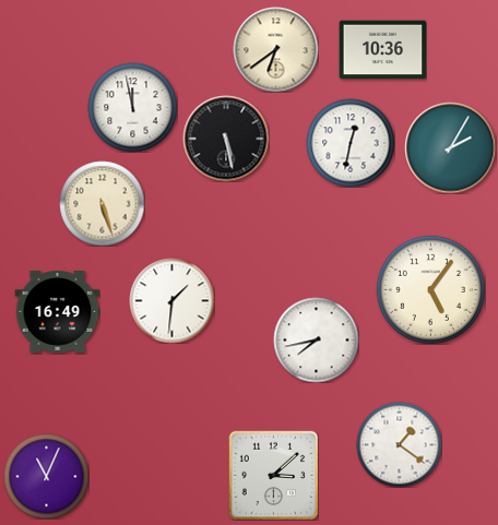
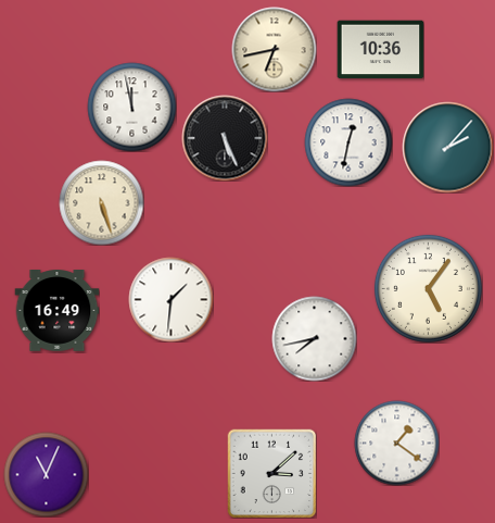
clock at (275, 49): 6:39 -> 6:43
clock at (226, 139): 5:28 -> 5:26
clock at (450, 147): 2:05 -> 2:07
